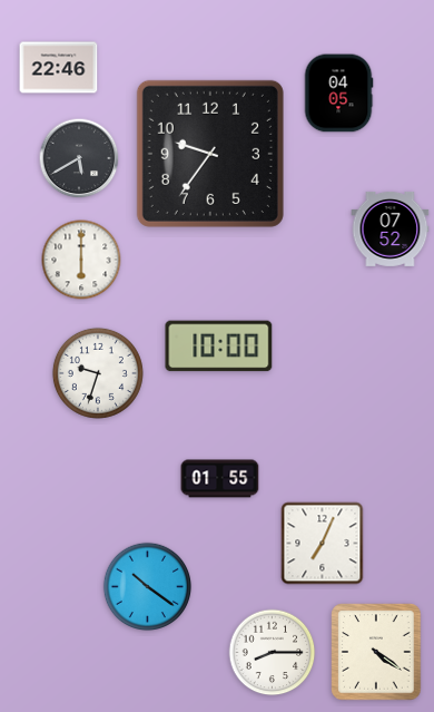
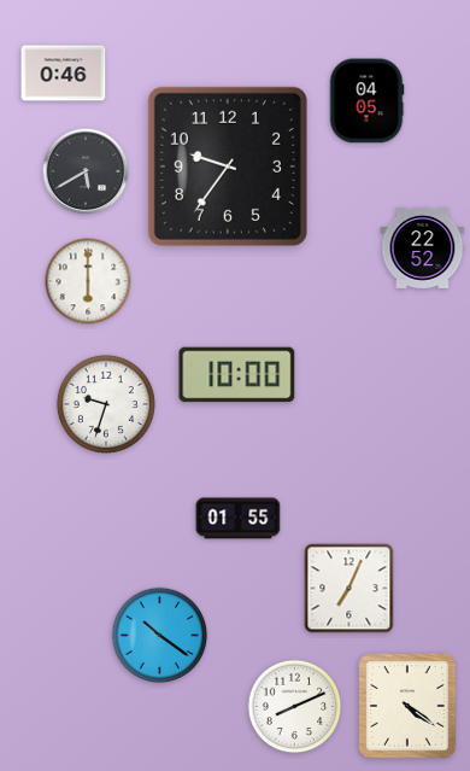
clock at (59, 68): 22:46 -> 0:46
clock at (391, 228): 07:52 -> 22:52
clock at (273, 653): 8:15 -> 8:11
